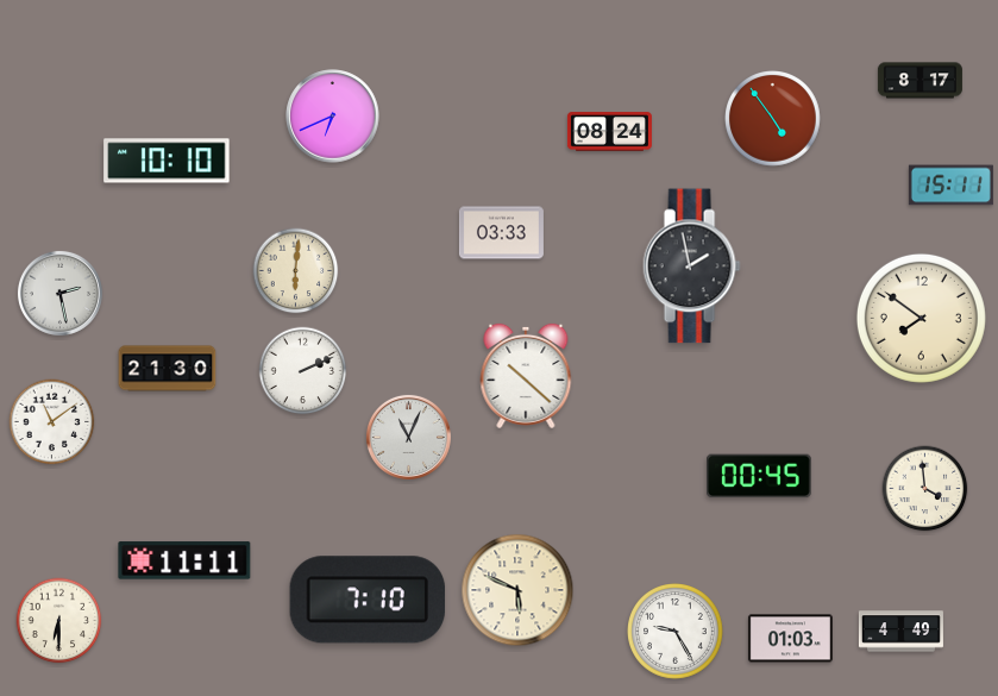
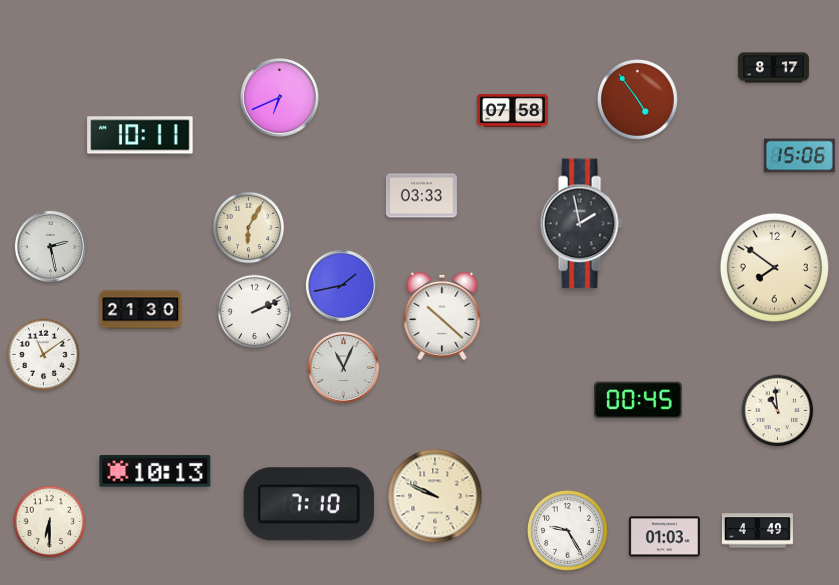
clock at (773, 119) position: (773, 119) -> (638, 100)
clock at (609, 132): 08:24 -> 07:58
clock at (167, 161): 10:10 -> 10:11
clock at (950, 186): 15:11 -> 15:06
clock at (296, 271): 6:01 -> 6:05
clock at (341, 285): none -> 1:43
clock at (925, 489): 3:59 -> 10:59
clock at (184, 560): 11:11 -> 10:13
clock at (517, 590): 5:49 -> 9:49
